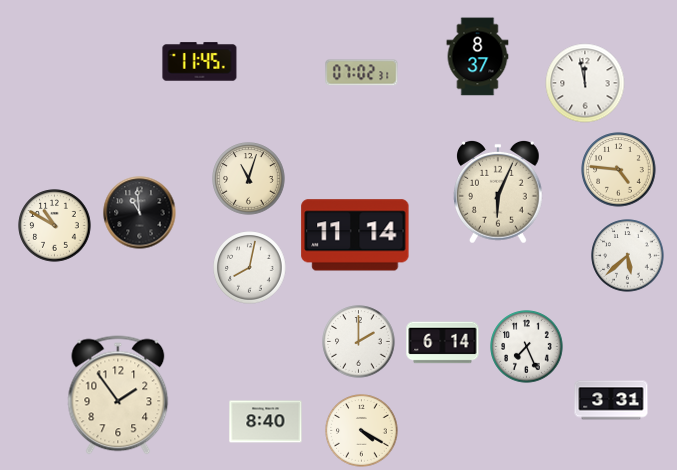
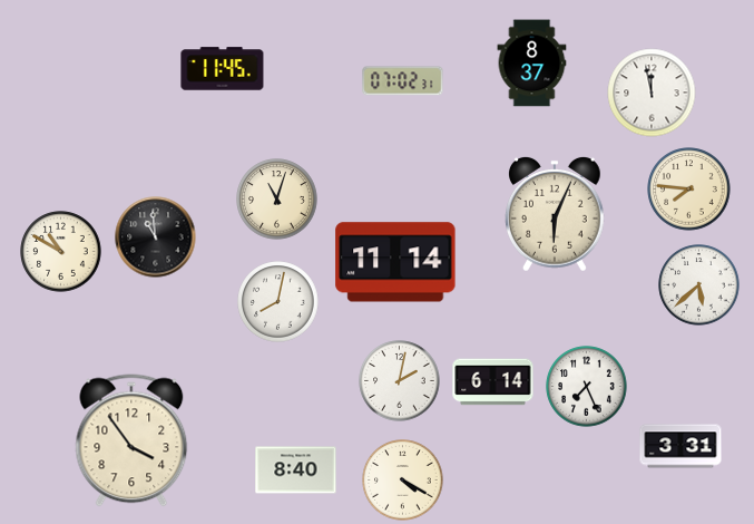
clock at (619, 170): 4:46 -> 7:46
clock at (250, 268) position: (250, 268) -> (278, 302)
clock at (359, 342): 2:00 -> 2:02
clock at (118, 395): 1:54 -> 3:54
